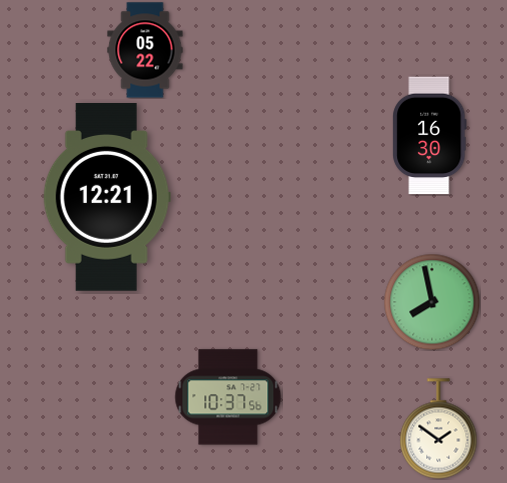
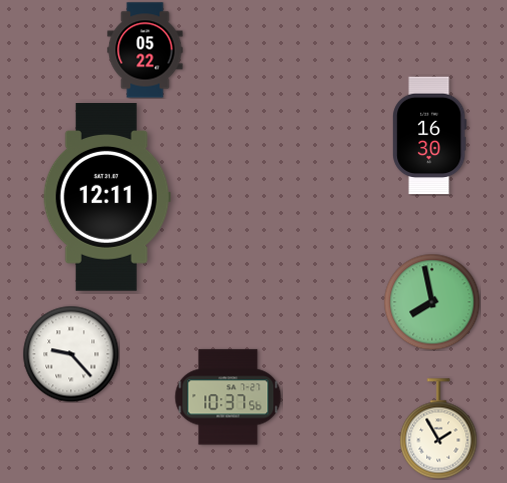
clock at (107, 197): 12:21 -> 12:11
clock at (71, 354): none -> 9:23
clock at (439, 429): 1:51 -> 1:55
